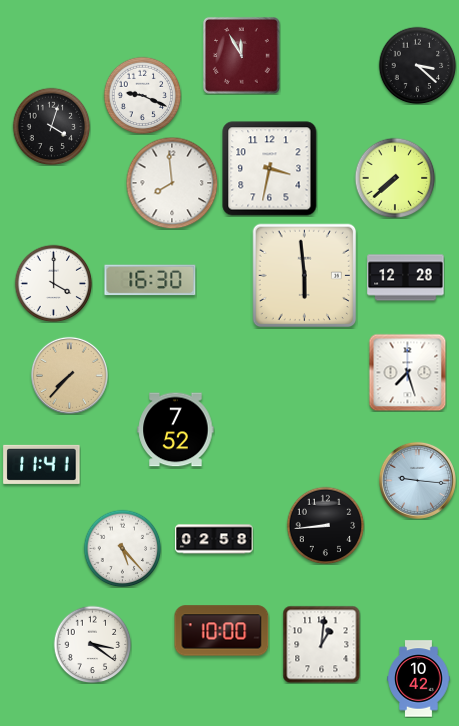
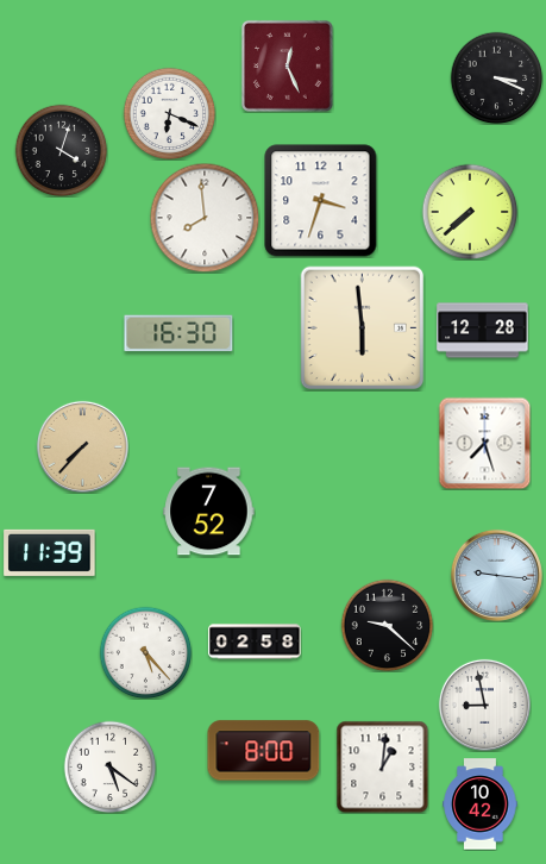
clock at (241, 55): 11:55 -> 12:26
clock at (417, 65): 3:22 -> 3:19
clock at (142, 95): 9:19 -> 6:19
clock at (270, 169): 3:32 -> 3:33
clock at (53, 283): 4:00 -> none
clock at (42, 464): 11:41 -> 11:39
clock at (417, 480) position: (417, 480) -> (496, 575)
clock at (325, 525): 8:44 -> 9:22
clock at (484, 705): none -> 8:58
clock at (222, 631): 10:00 -> 8:00
clock at (92, 644): 3:21 -> 5:21
clock at (419, 679) position: (419, 679) -> (481, 804)
